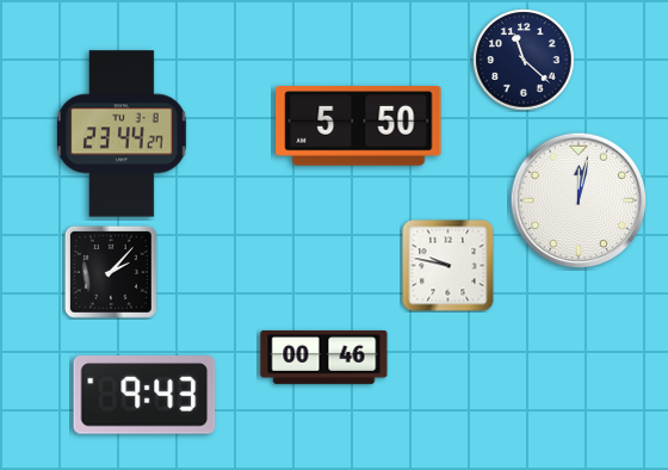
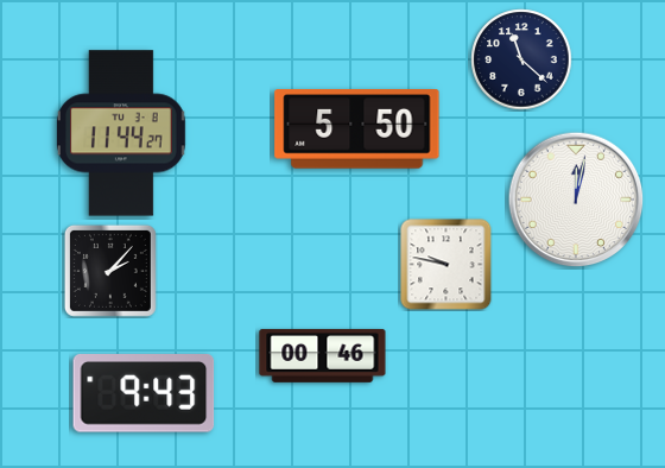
clock at (359, 126) position: (359, 126) -> (357, 129)
clock at (122, 134): 23:44 -> 11:44
